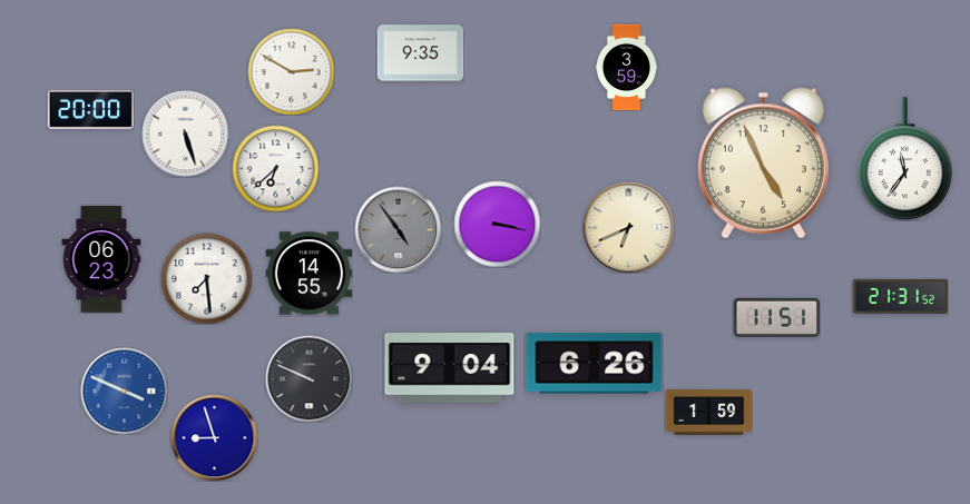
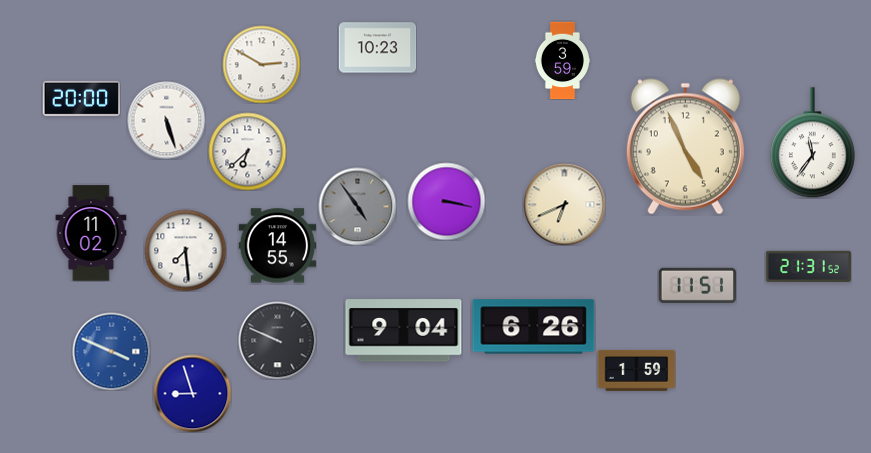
clock at (420, 53): 9:35 -> 10:23
clock at (101, 259): 06:23 -> 11:02
